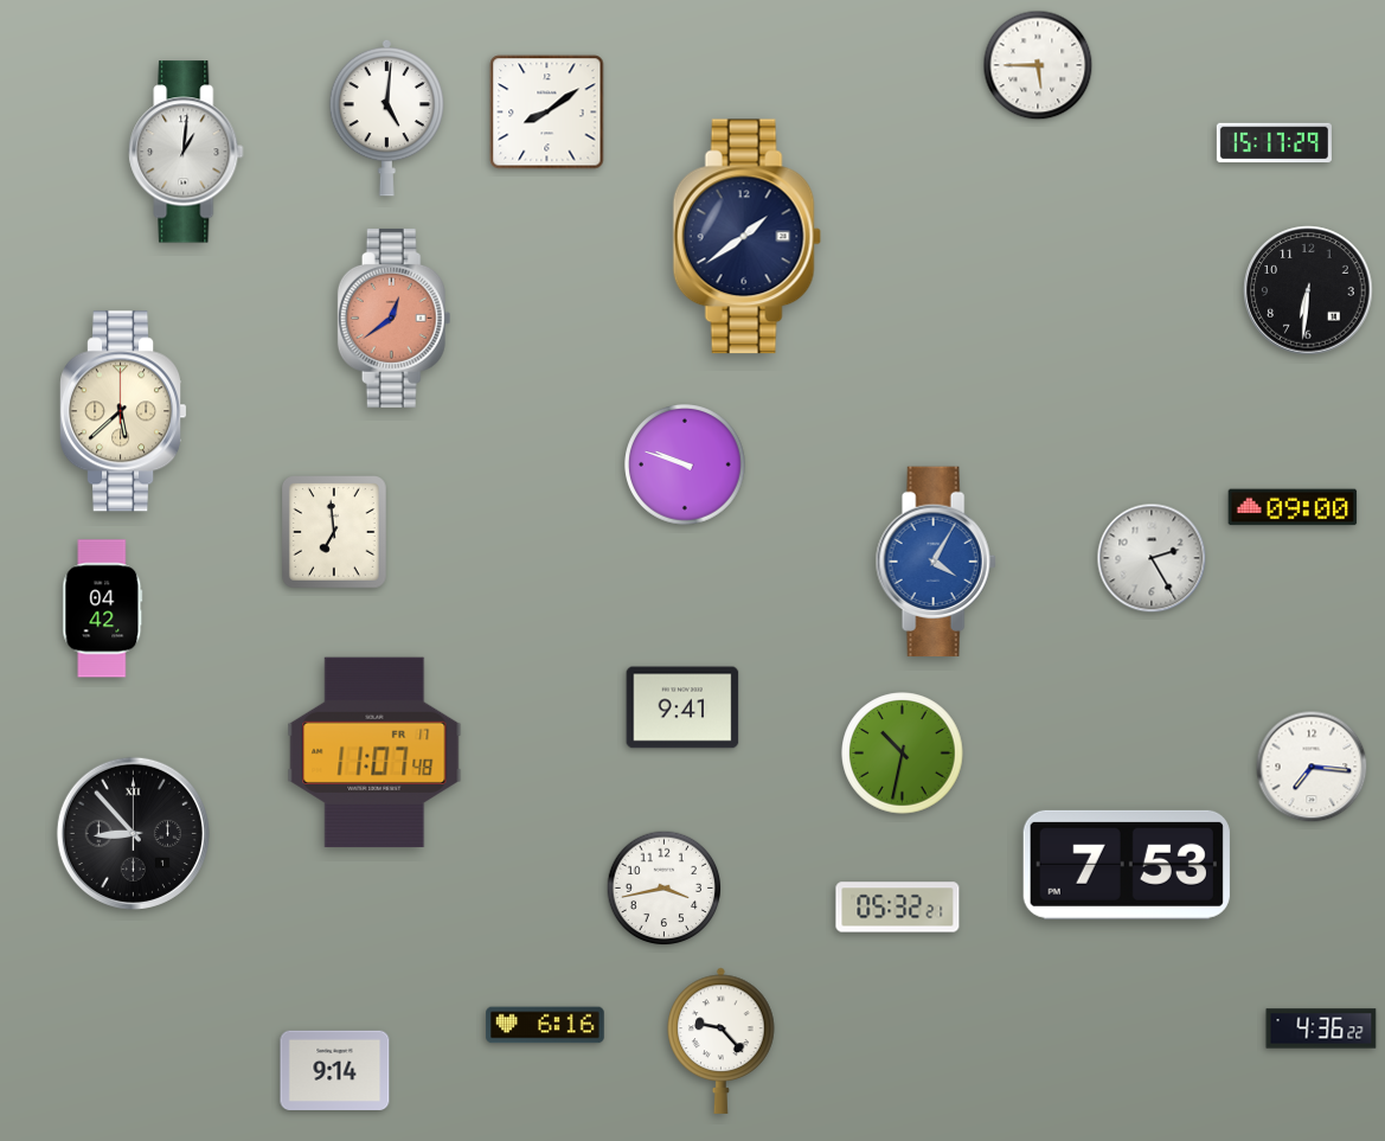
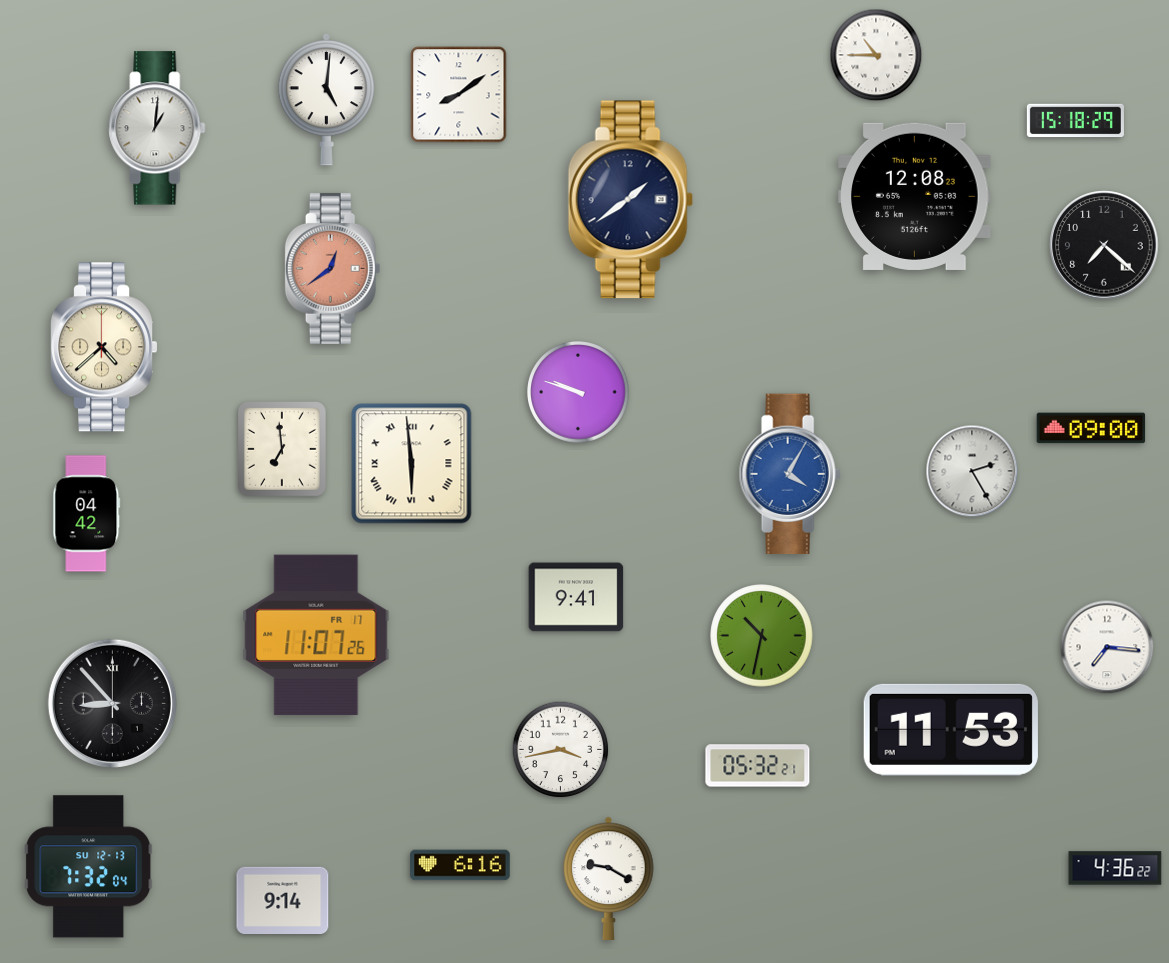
clock at (1038, 65): 5:45 -> 10:45
clock at (547, 113) position: (547, 113) -> (459, 95)
clock at (1274, 143): 15:17 -> 15:18
clock at (915, 196): none -> 12:08
clock at (1308, 290): 6:31 -> 7:22
clock at (124, 411): 5:38 -> 4:38
clock at (412, 464): none -> 5:59
clock at (374, 752): 11:07:48 -> 11:07:26
clock at (1127, 865): 7:53 -> 11:53
clock at (89, 867): none -> 7:32
clock at (722, 1040): 9:23 -> 9:20
clock at (335, 1070) position: (335, 1070) -> (283, 900)
